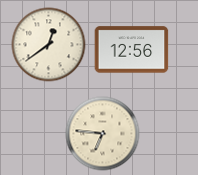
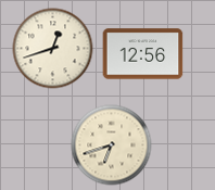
clock at (49, 45): 12:39 -> 12:42
clock at (103, 134): 6:46 -> 6:42
